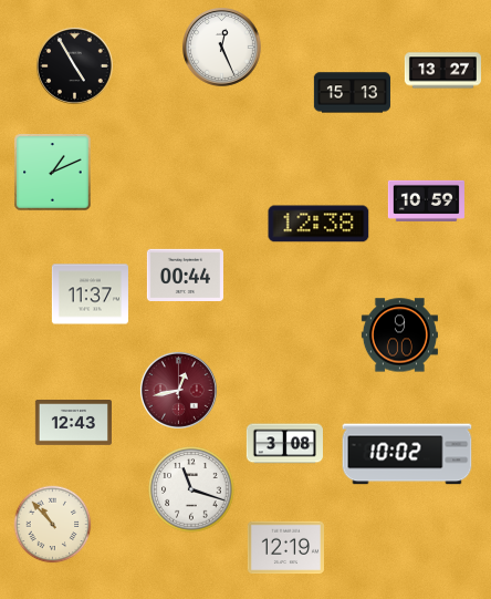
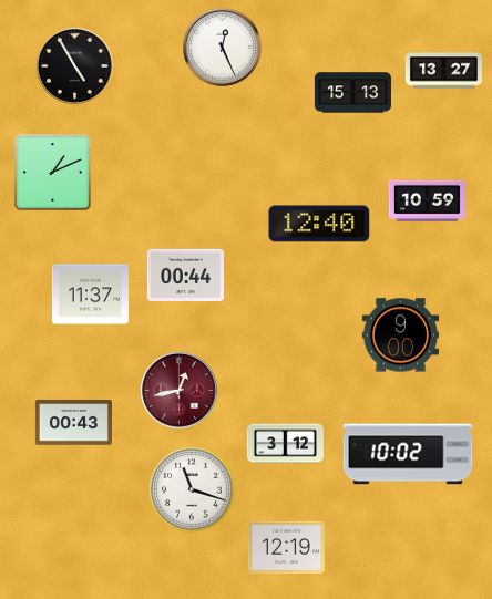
clock at (318, 224): 12:38 -> 12:40
clock at (73, 423): 12:43 -> 00:43
clock at (284, 444): 3:08 -> 3:12
clock at (53, 525): 10:53 -> none
